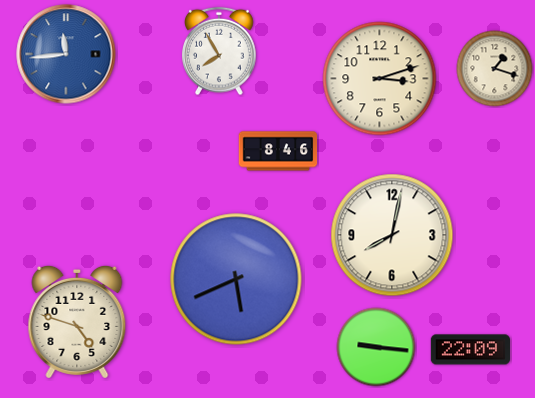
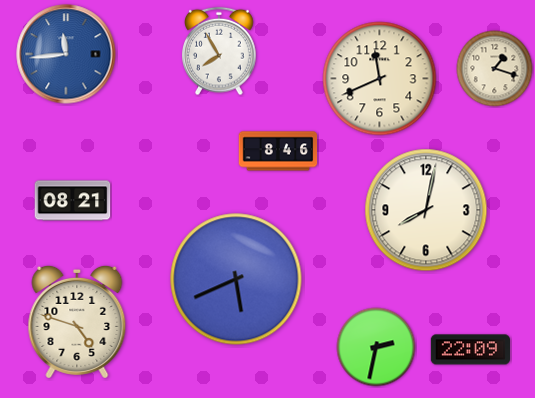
clock at (380, 79): 3:12 -> 11:41
clock at (73, 201): none -> 08:21
clock at (392, 235) position: (392, 235) -> (426, 210)
clock at (376, 347): 9:16 -> 2:32
